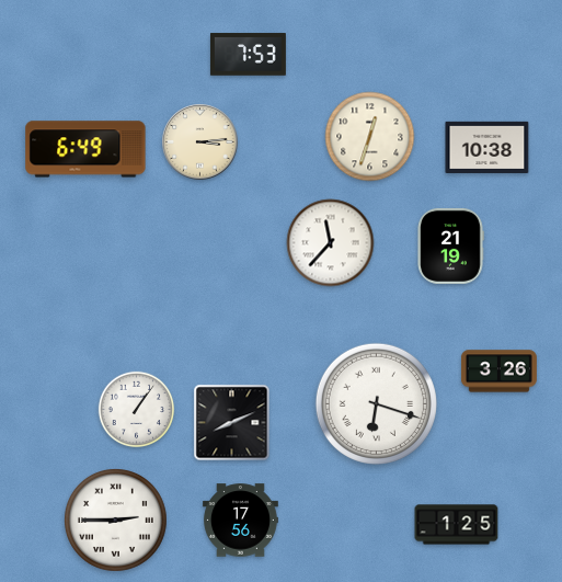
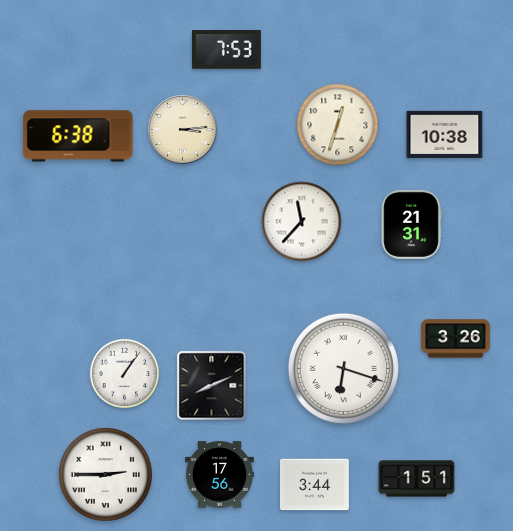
clock at (85, 149): 6:49 -> 6:38
clock at (450, 246): 21:19 -> 21:31
clock at (457, 525): 1:25 -> 1:51
clock at (314, 485): none -> 3:44
